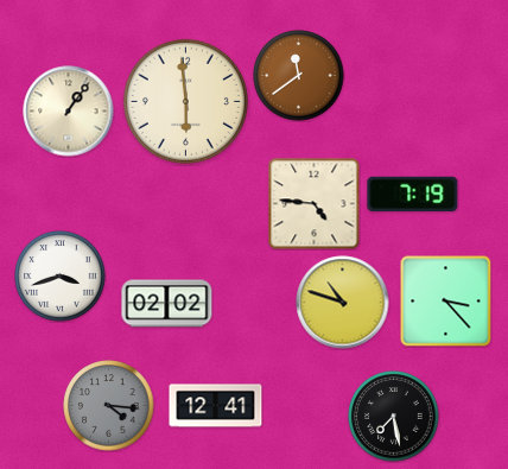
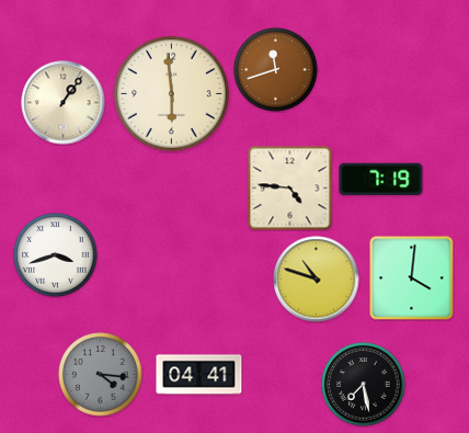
clock at (299, 76): 11:39 -> 11:42
clock at (445, 300): 3:23 -> 4:01
clock at (167, 304): 02:02 -> none
clock at (216, 406): 12:41 -> 04:41
